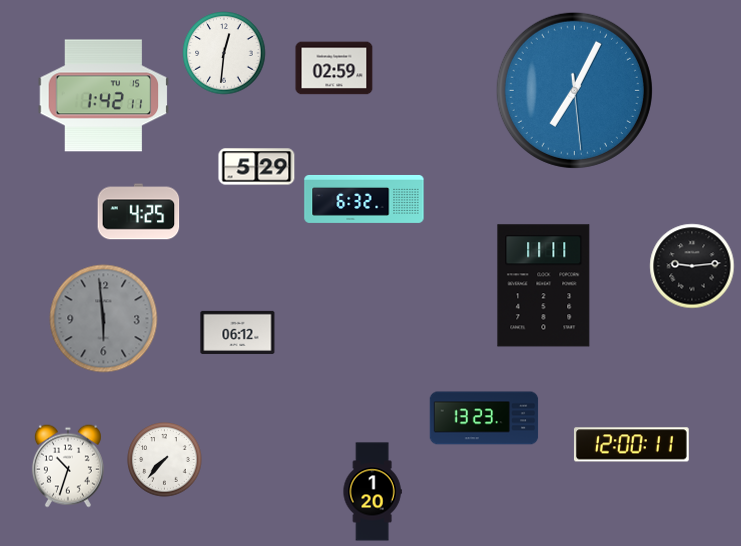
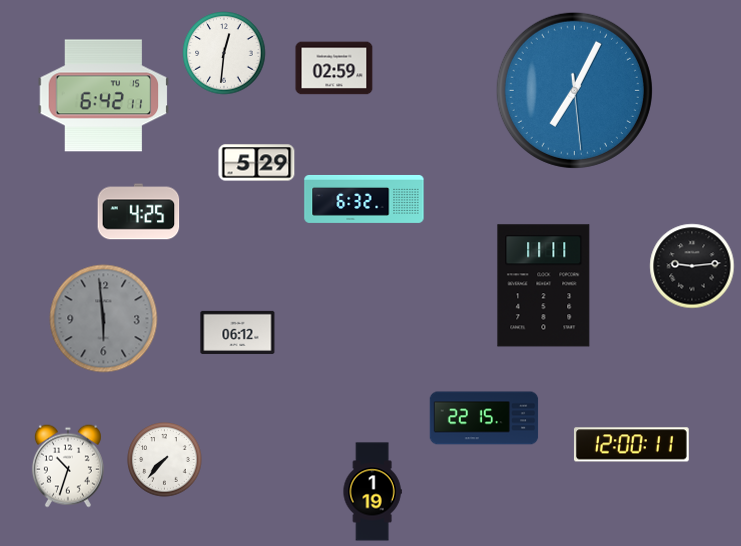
clock at (104, 96): 1:42 -> 6:42
clock at (257, 167) position: (257, 167) -> (257, 163)
clock at (484, 418): 13:23 -> 22:15
clock at (372, 492): 1:20 -> 1:19
